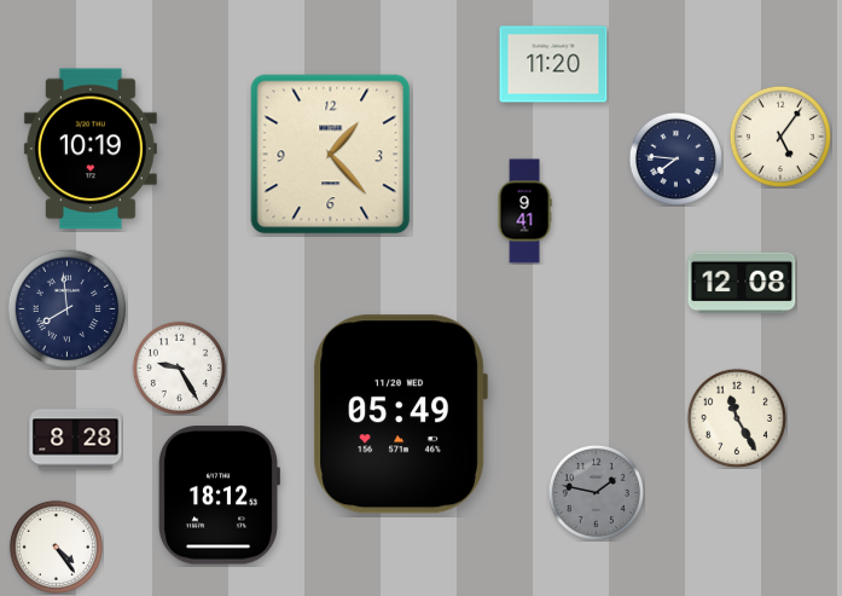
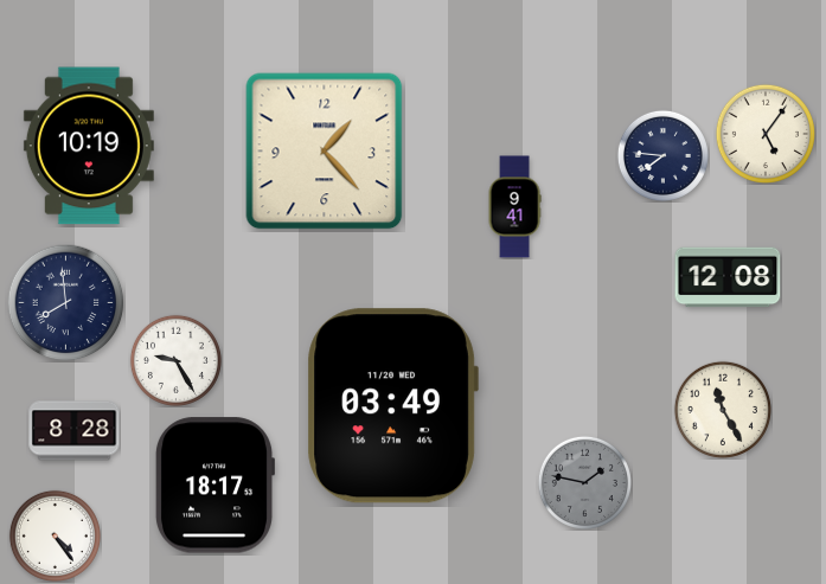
clock at (553, 64): 11:20 -> none
clock at (400, 415): 05:49 -> 03:49
clock at (217, 496): 18:12 -> 18:17
